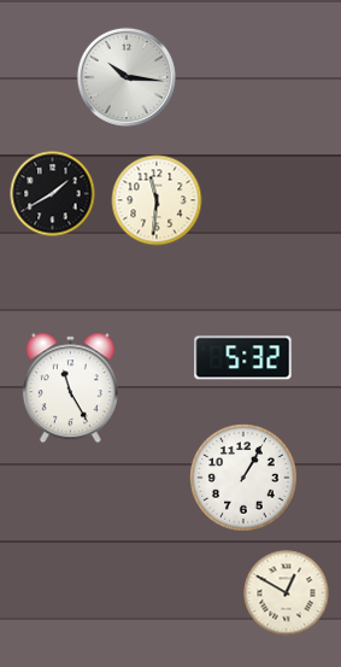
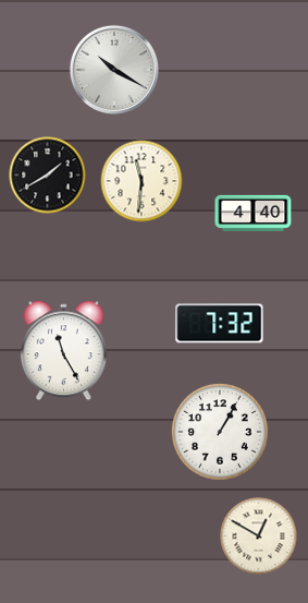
clock at (127, 77): 10:16 -> 10:20
clock at (254, 213): none -> 4:40
clock at (243, 358): 5:32 -> 7:32
